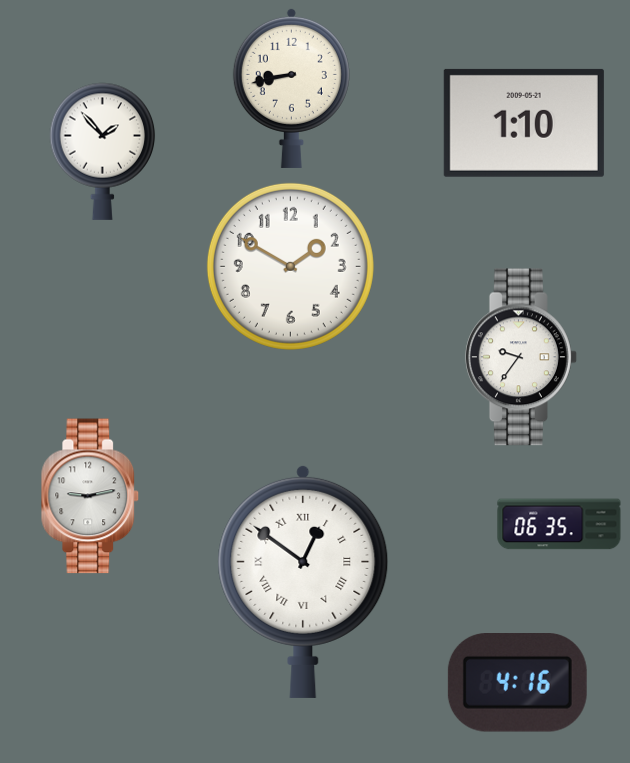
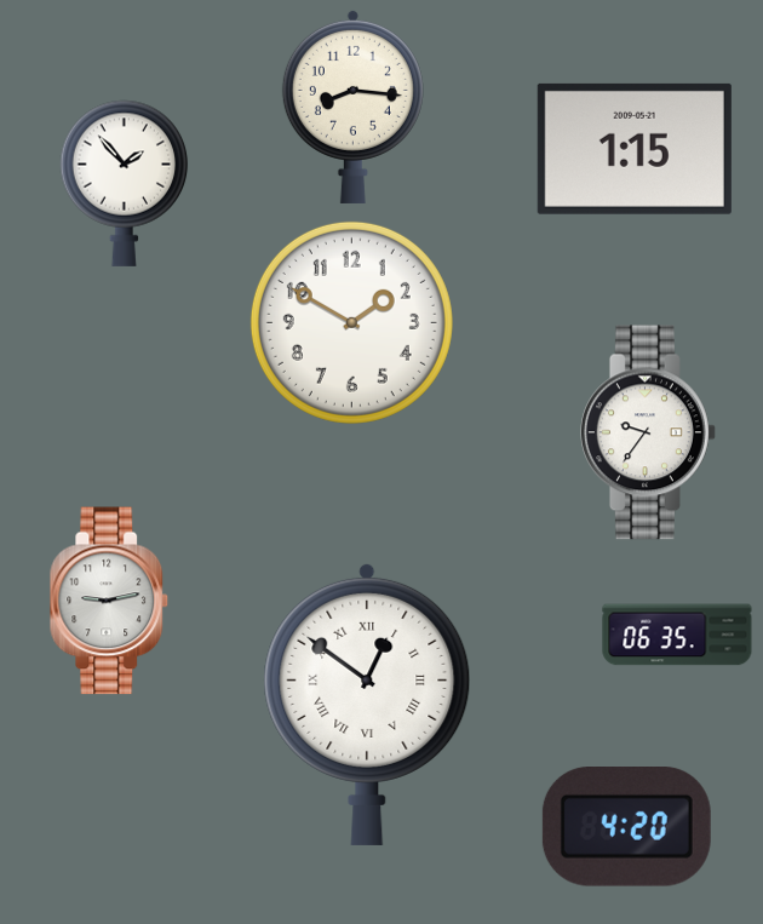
clock at (291, 88): 8:43 -> 8:16
clock at (524, 123): 1:10 -> 1:15
clock at (521, 357) position: (521, 357) -> (648, 432)
clock at (517, 683): 4:16 -> 4:20
